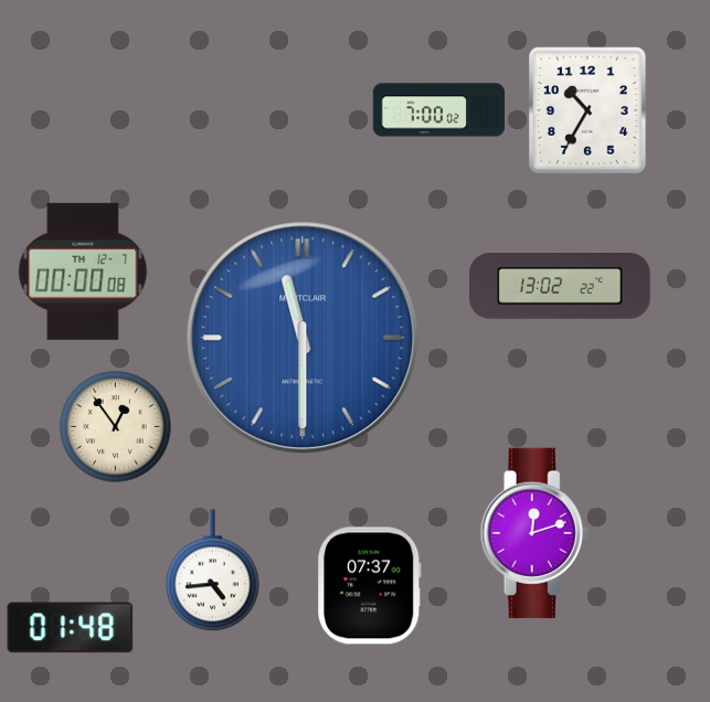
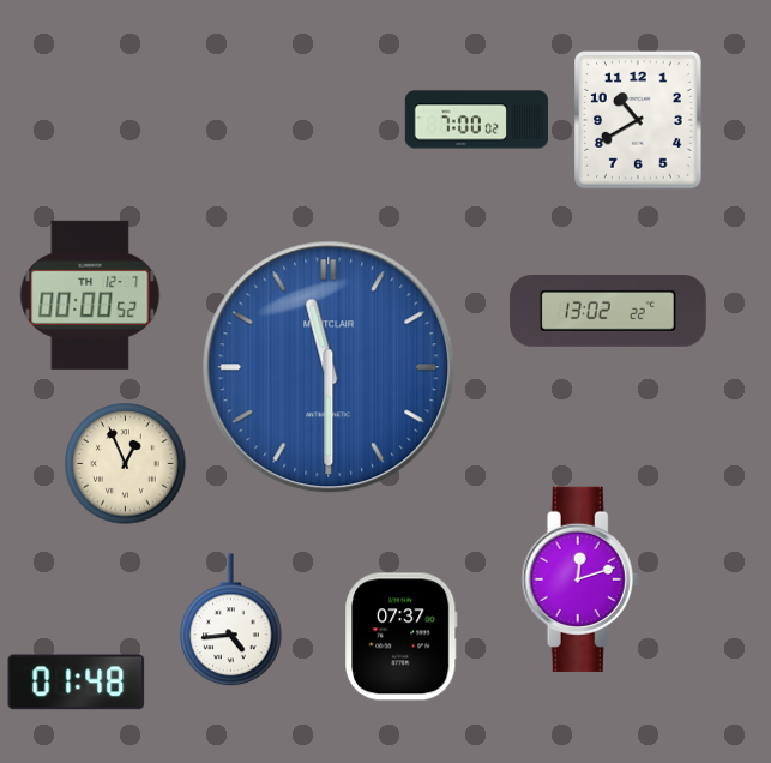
clock at (589, 110): 10:35 -> 10:40
clock at (83, 272): 00:00:08 -> 00:00:52
clock at (116, 427): 12:54 -> 12:56
